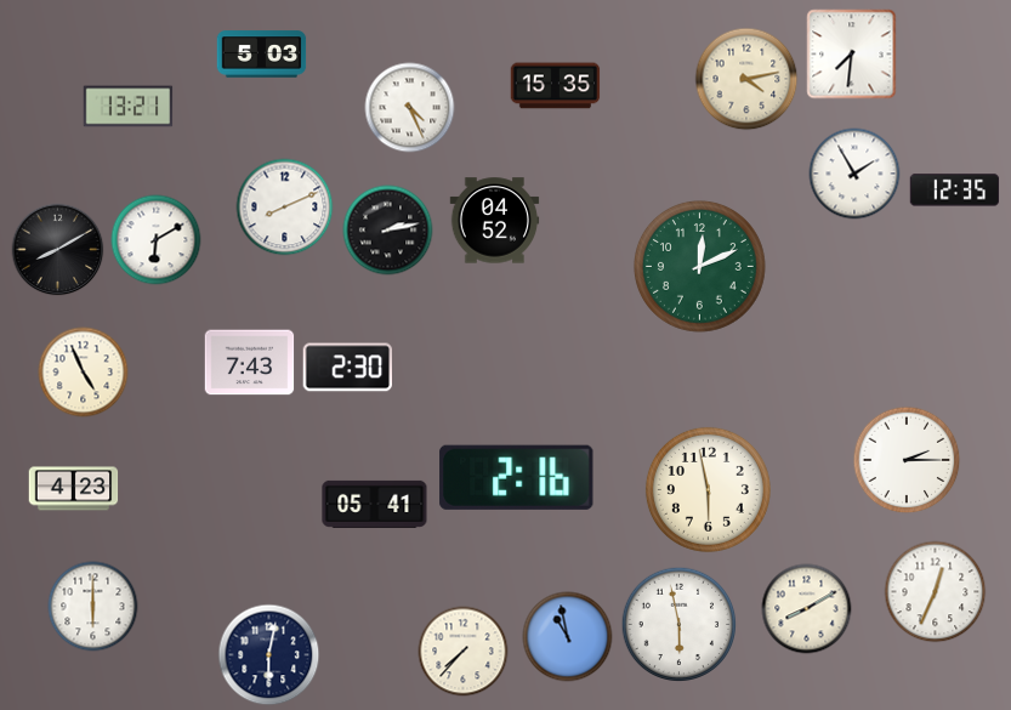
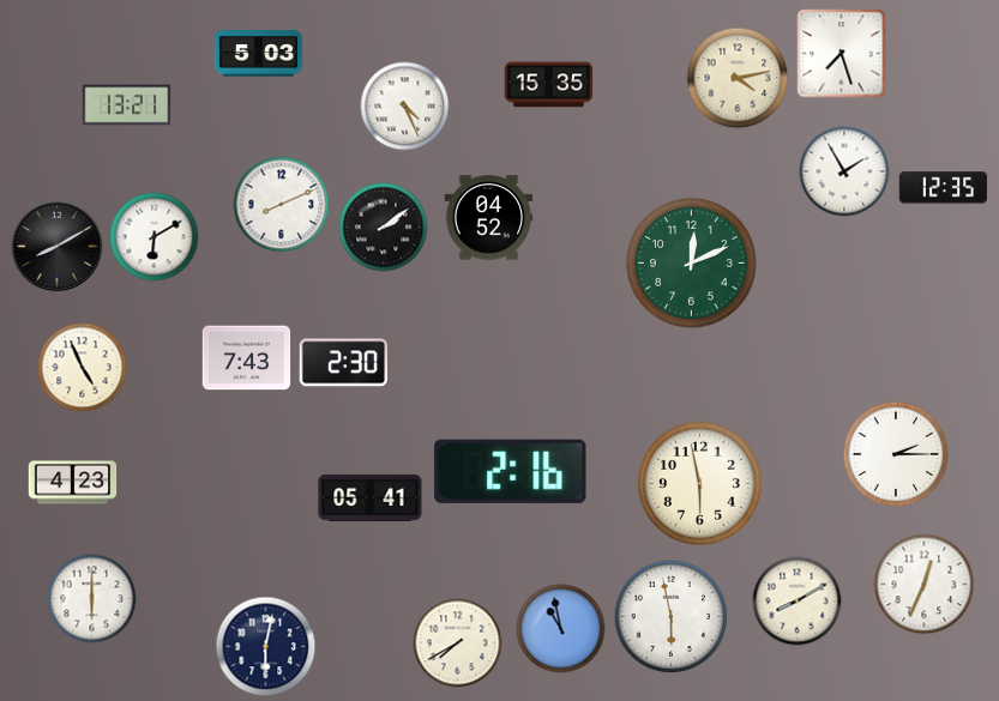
clock at (852, 55): 7:31 -> 7:27
clock at (388, 231): 2:13 -> 2:09
clock at (464, 652): 7:37 -> 7:40
